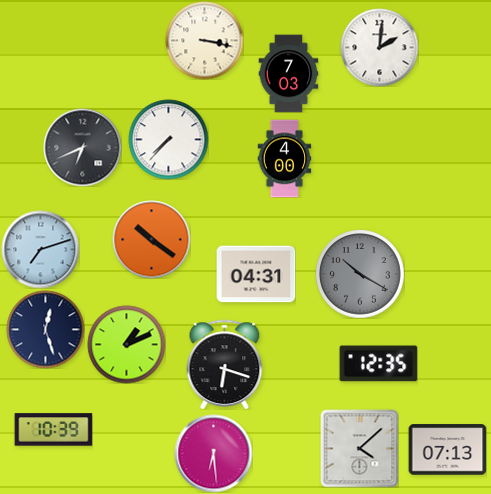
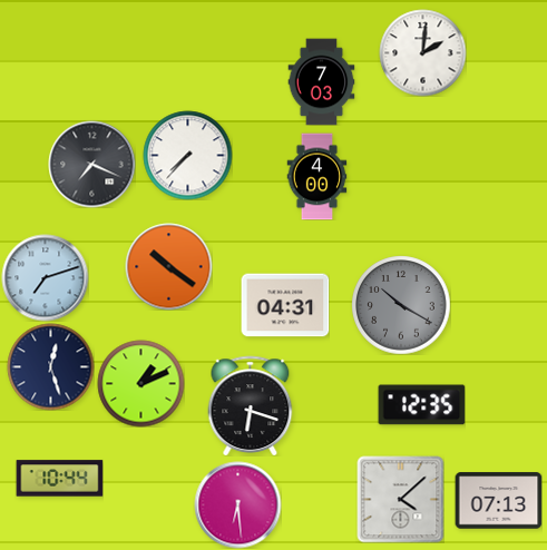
clock at (204, 40): 3:17 -> none
clock at (82, 147): 6:41 -> 7:19
clock at (53, 430): 10:39 -> 10:44
